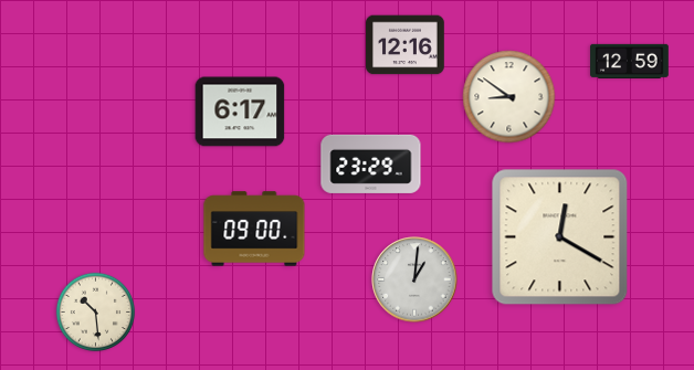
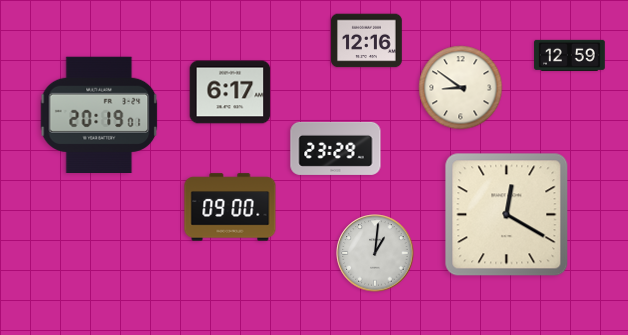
clock at (240, 112) position: (240, 112) -> (230, 92)
clock at (99, 114): none -> 20:19
clock at (96, 313): 10:29 -> none
